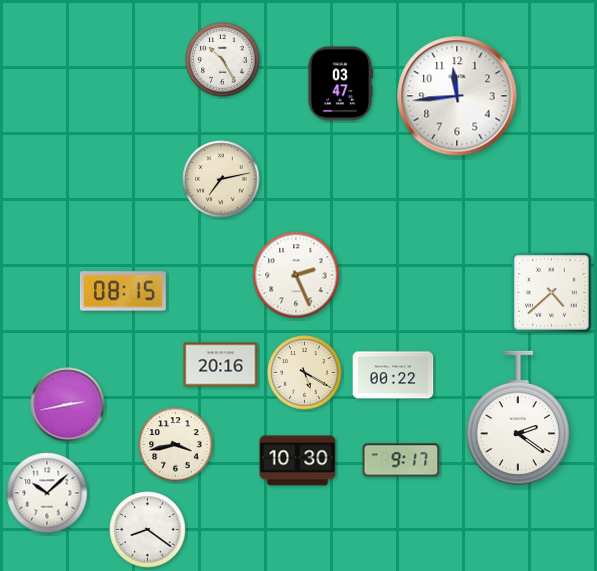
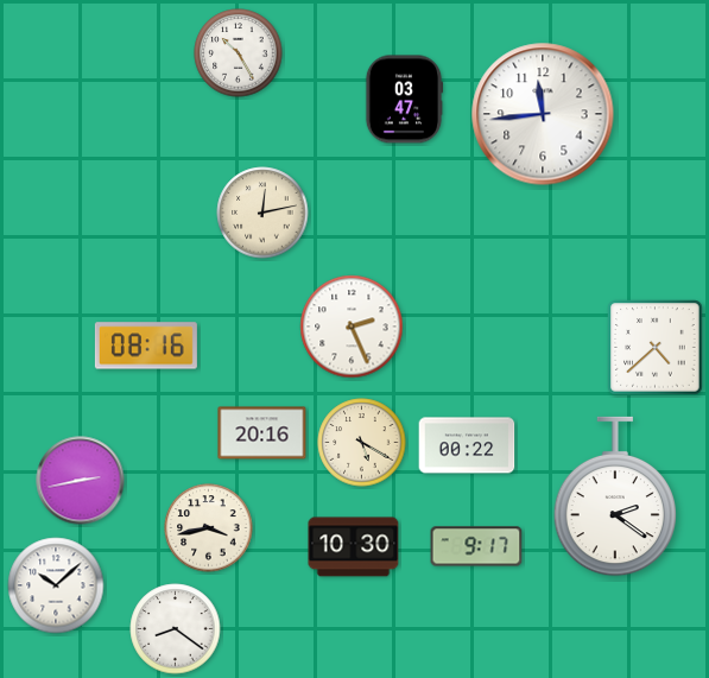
clock at (223, 60) position: (223, 60) -> (239, 53)
clock at (221, 179): 7:13 -> 12:13
clock at (123, 291): 08:15 -> 08:16
